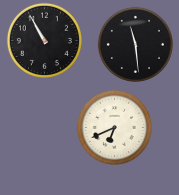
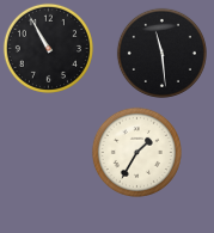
clock at (44, 40) position: (44, 40) -> (48, 48)
clock at (114, 127): 6:41 -> 1:35
